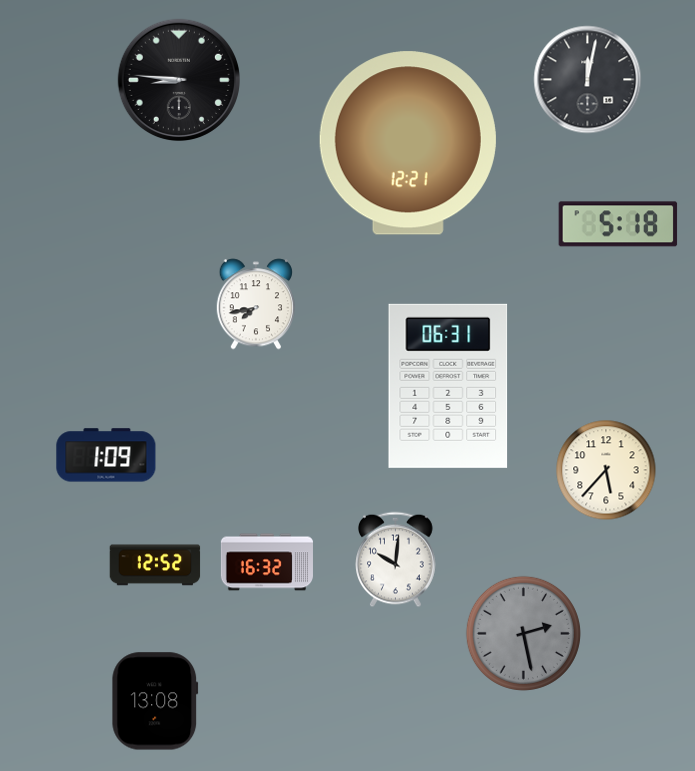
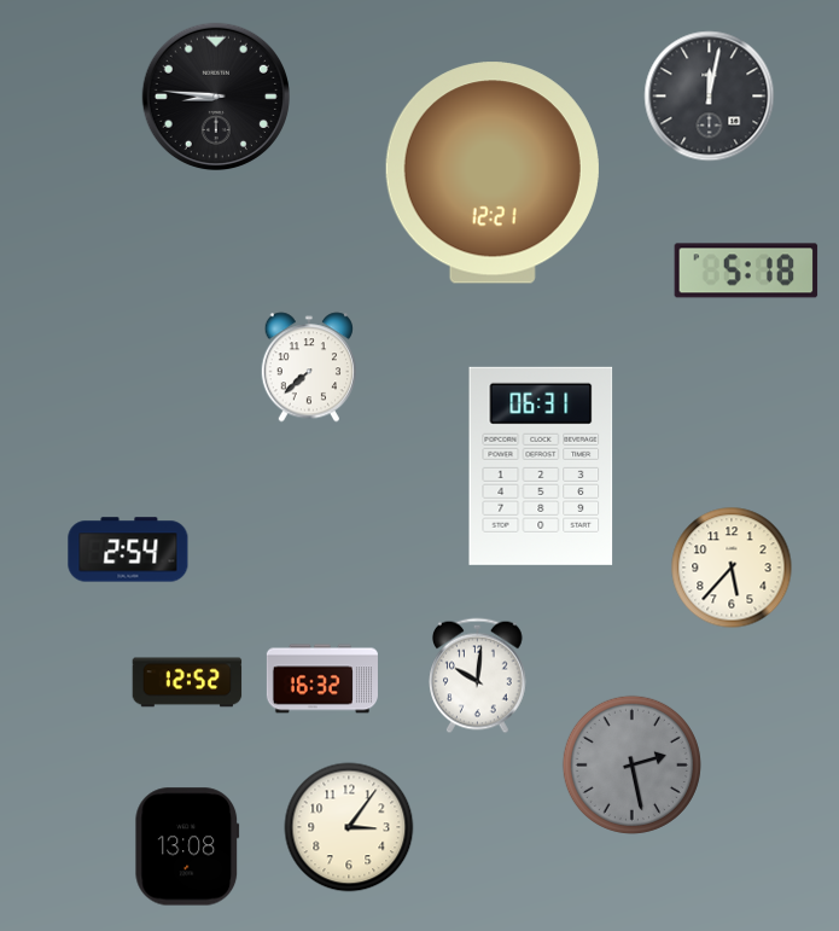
clock at (255, 304): 7:43 -> 7:38
clock at (106, 455): 1:09 -> 2:54
clock at (349, 827): none -> 3:06
